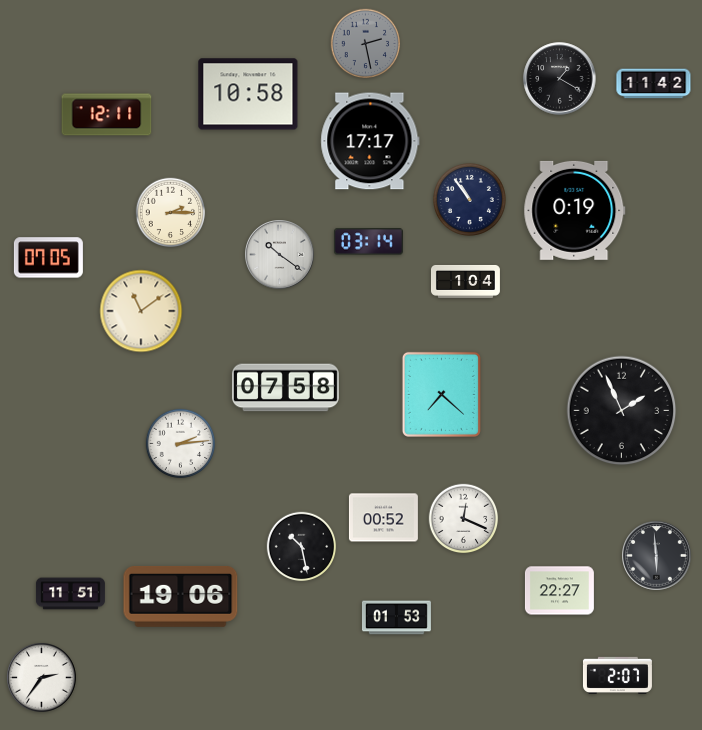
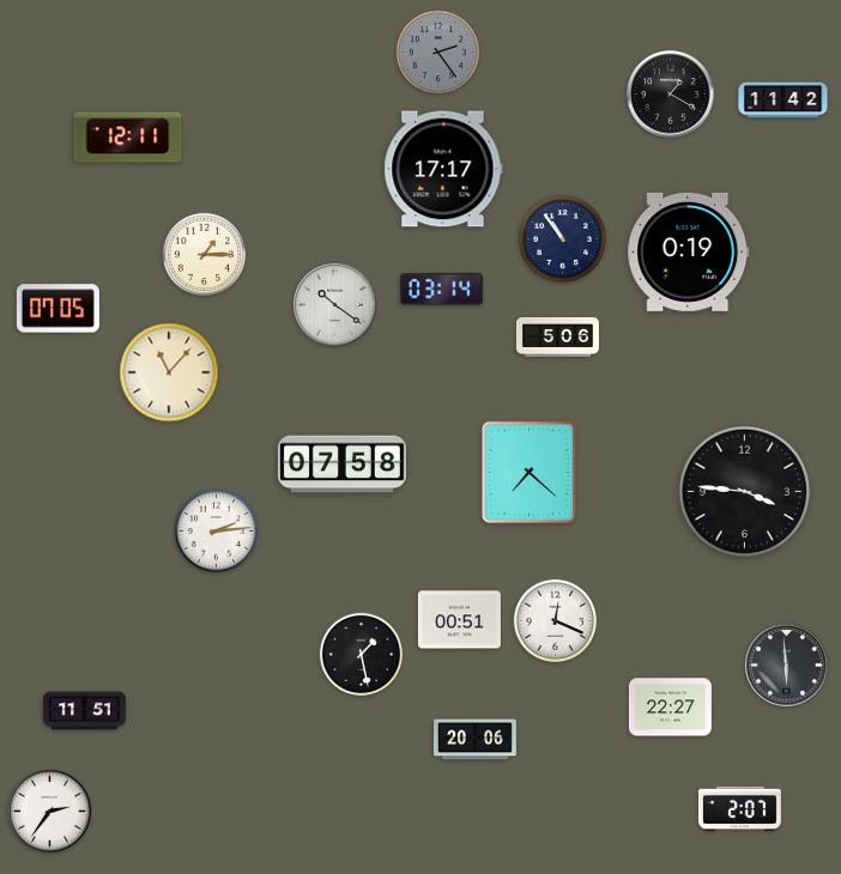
clock at (366, 44): 2:28 -> 2:24
clock at (248, 94): 10:58 -> none
clock at (171, 213): 2:15 -> 1:15
clock at (465, 281): 1:04 -> 5:06
clock at (141, 311): 11:09 -> 11:07
clock at (622, 411): 1:56 -> 3:46
clock at (383, 518): 00:52 -> 00:51
clock at (302, 547): 10:28 -> 1:28
clock at (181, 596): 19:06 -> none
clock at (396, 618): 01:53 -> 20:06
